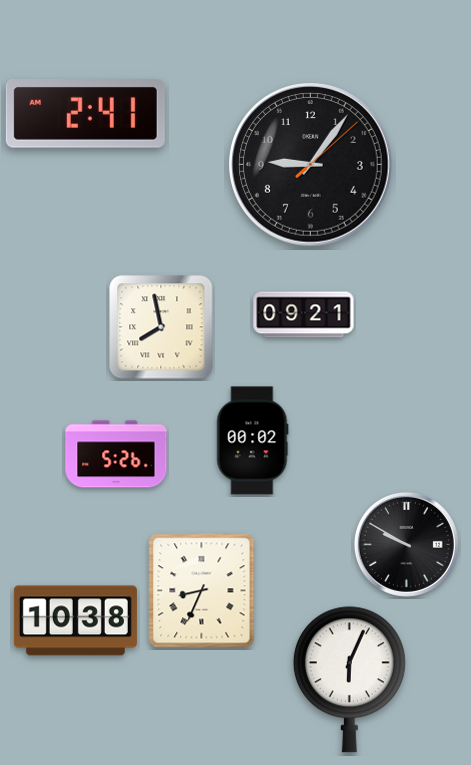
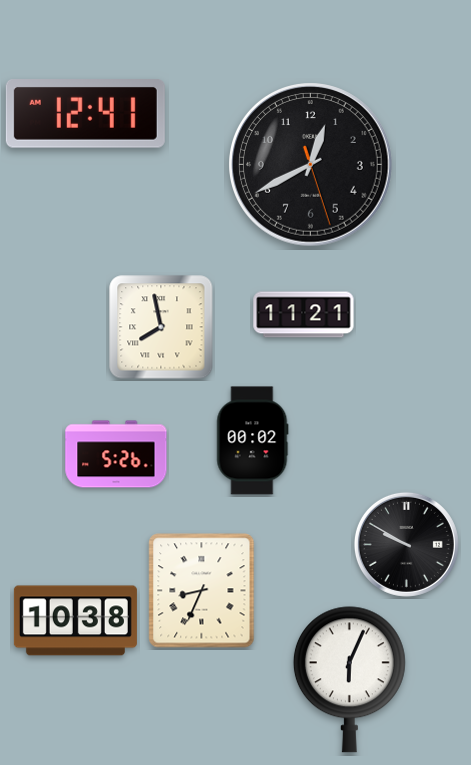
clock at (85, 114): 2:41 -> 12:41
clock at (311, 165): 9:06 -> 12:40
clock at (304, 315): 09:21 -> 11:21
